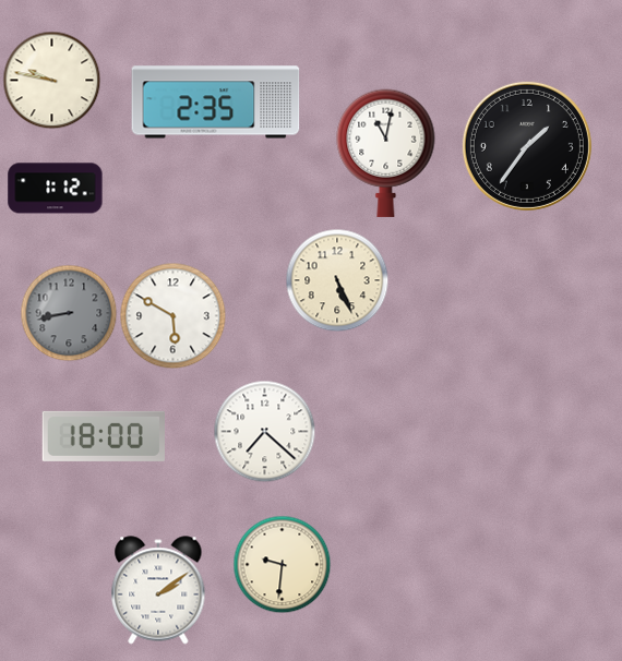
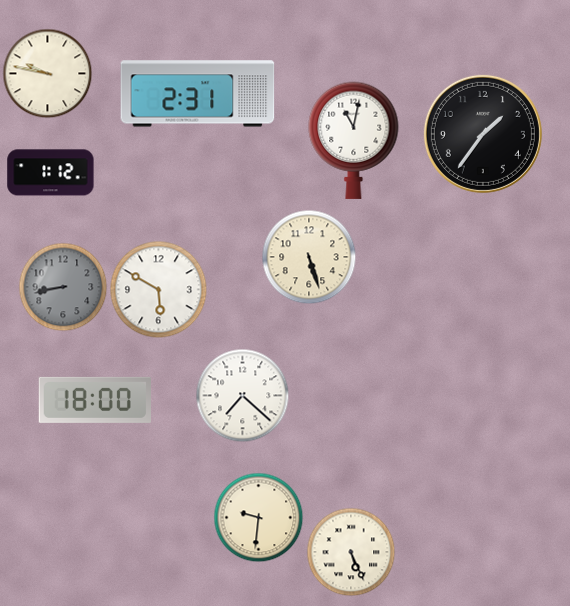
clock at (216, 103): 2:35 -> 2:31
clock at (337, 280): 5:26 -> 5:27
clock at (158, 590): 2:09 -> none
clock at (351, 552): none -> 5:26
